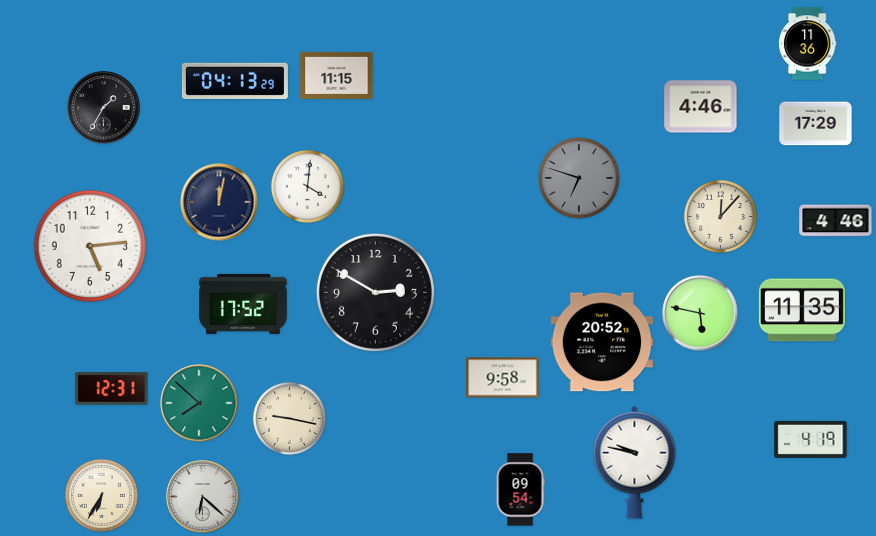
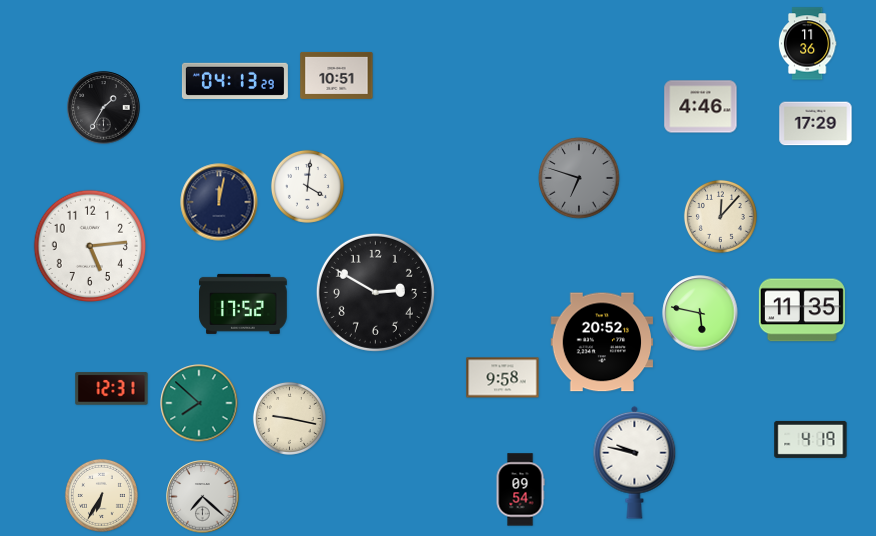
clock at (337, 75): 11:15 -> 10:51
clock at (836, 221): 4:46 -> none
clock at (203, 497): 6:22 -> 7:22
